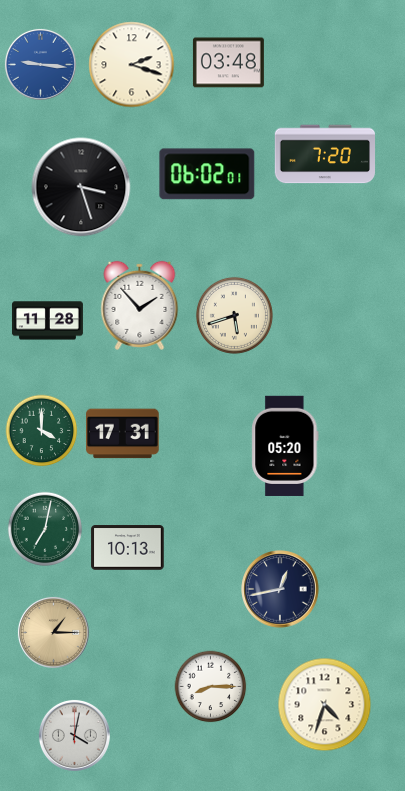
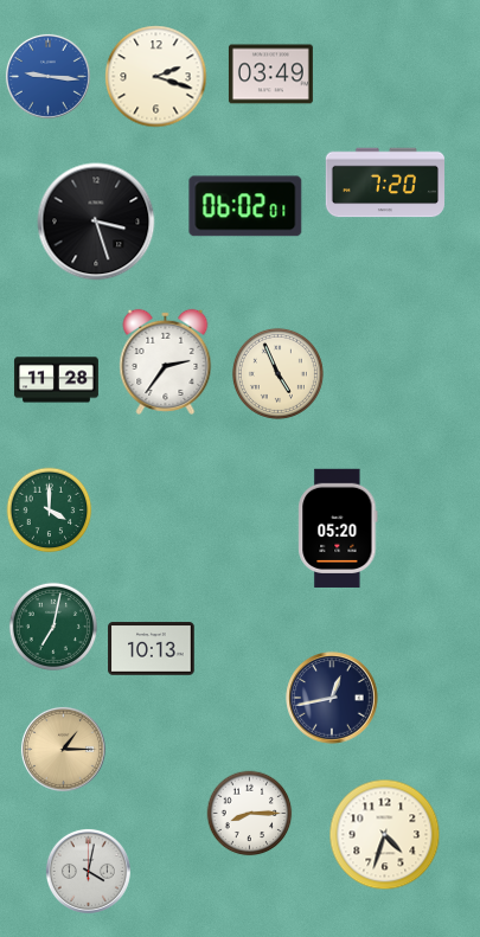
clock at (228, 63): 03:48 -> 03:49
clock at (140, 305): 1:53 -> 2:36
clock at (234, 315): 5:42 -> 4:56
clock at (123, 434): 17:31 -> none
